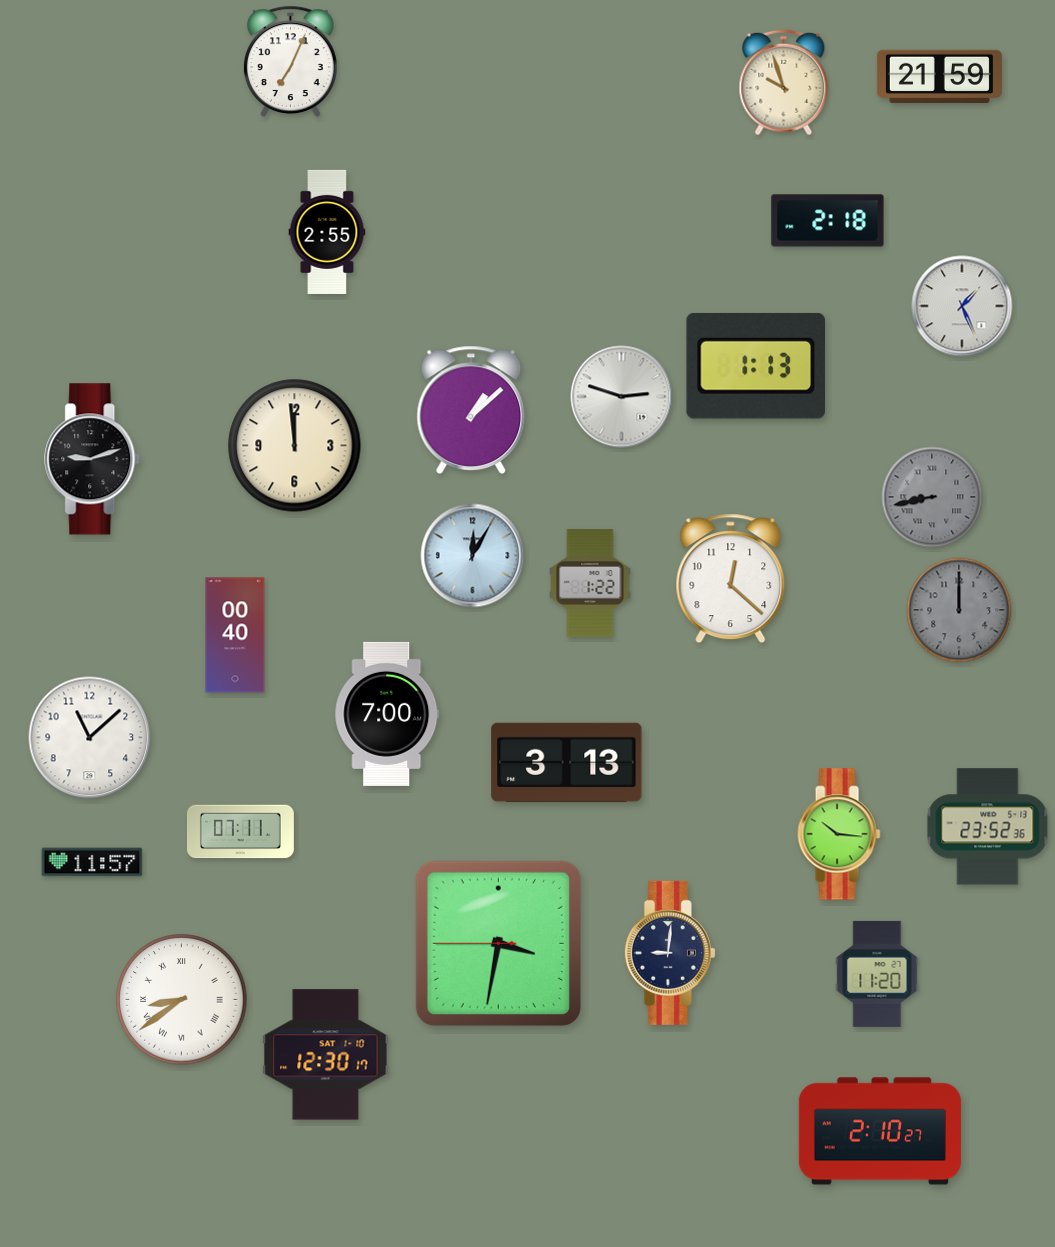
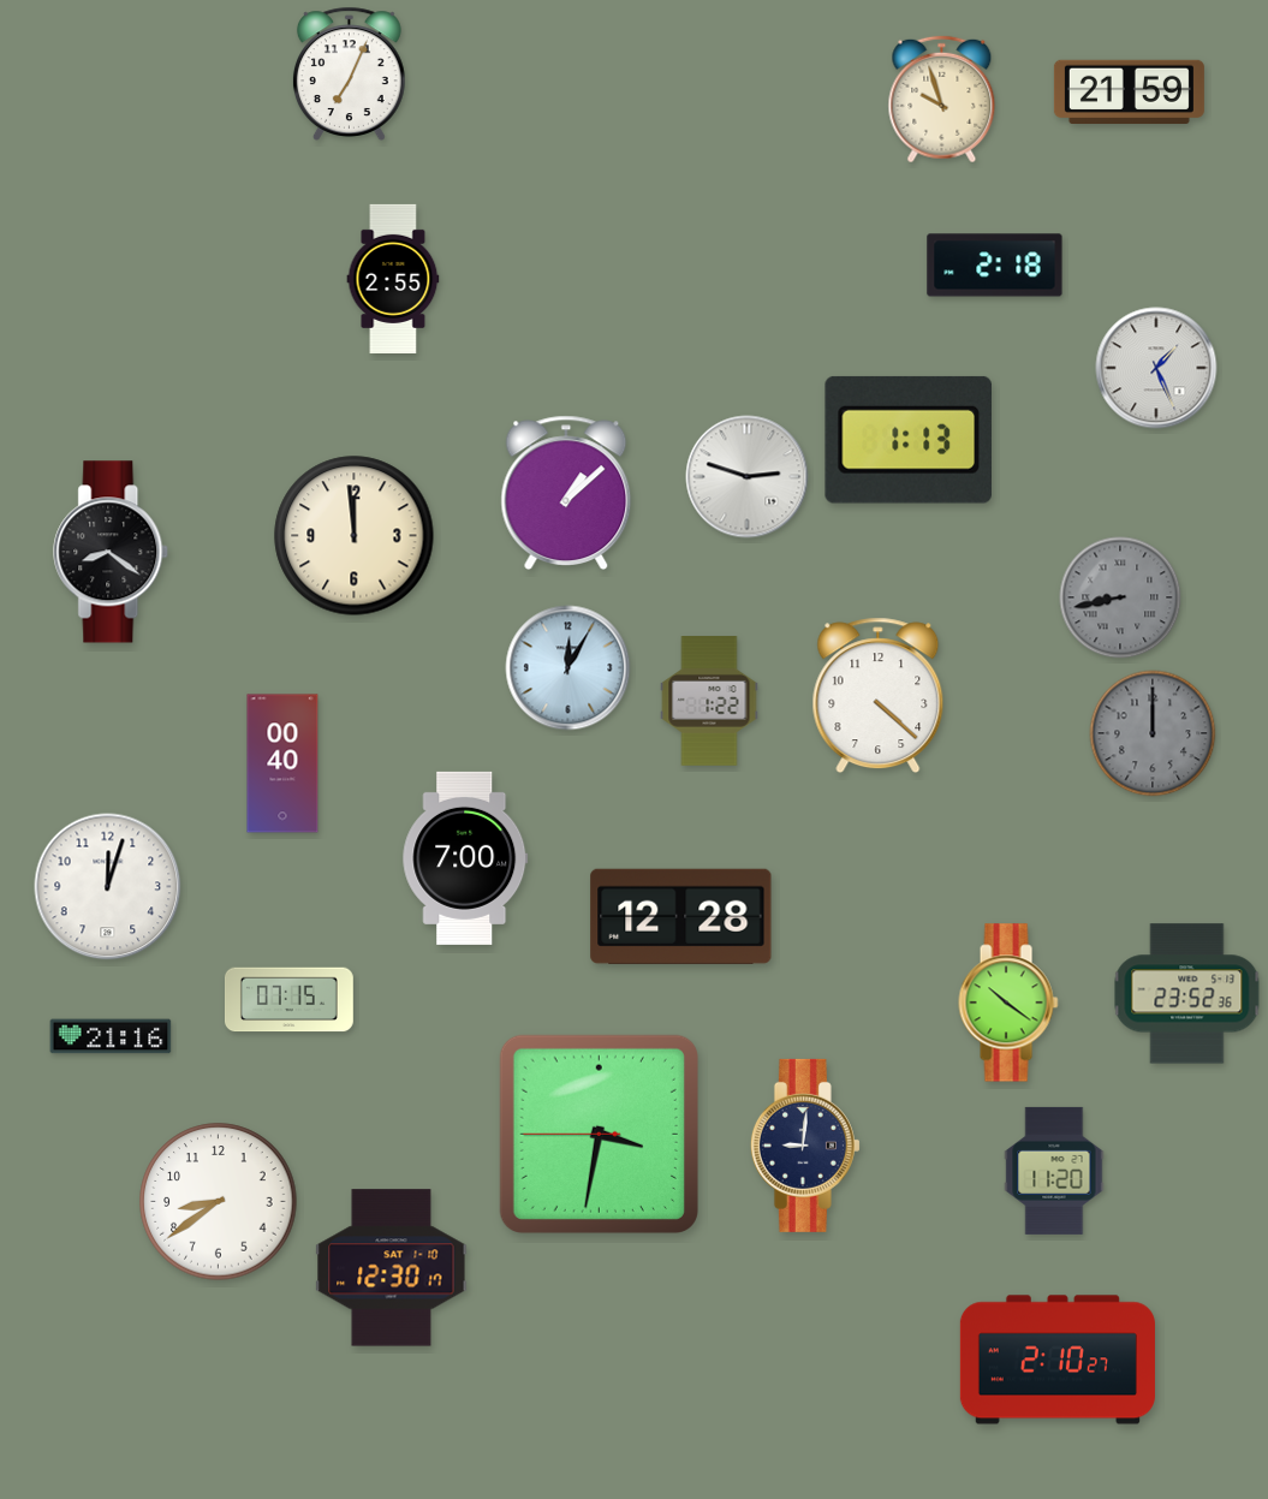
clock at (93, 459): 9:12 -> 8:21
clock at (731, 579): 12:22 -> 4:22
clock at (90, 738): 11:08 -> 12:03
clock at (567, 762): 3:13 -> 12:28
clock at (240, 832): 07:11 -> 07:15
clock at (839, 834): 10:16 -> 10:21
clock at (92, 862): 11:57 -> 21:16
clock at (182, 1000) numerals: Roman -> Arabic
